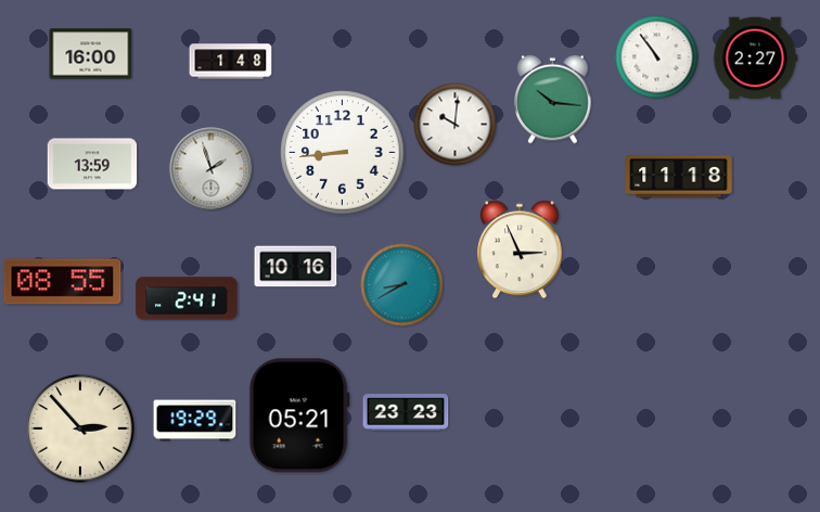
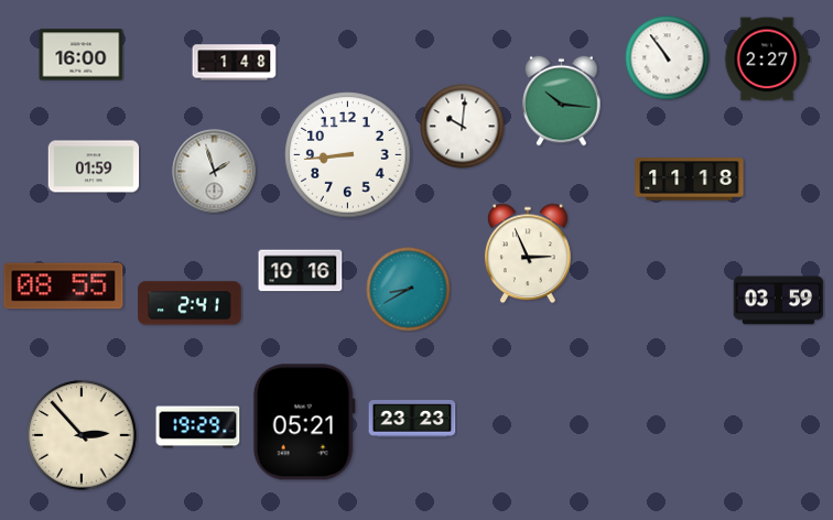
clock at (91, 54) position: (91, 54) -> (82, 55)
clock at (92, 164): 13:59 -> 01:59
clock at (779, 301): none -> 03:59
